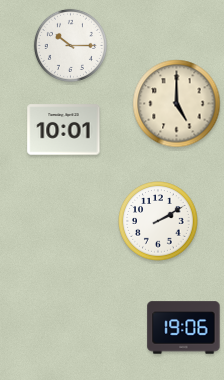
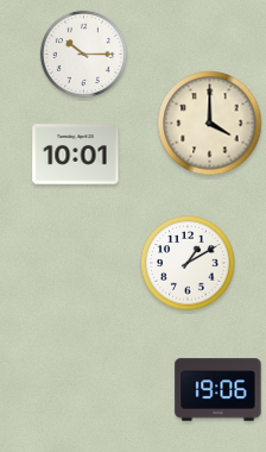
clock at (177, 104): 5:00 -> 4:00
clock at (158, 221): 2:10 -> 1:10
